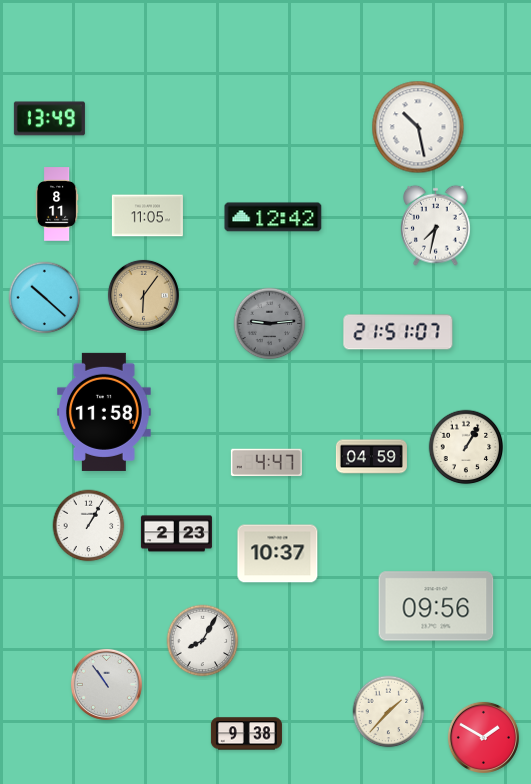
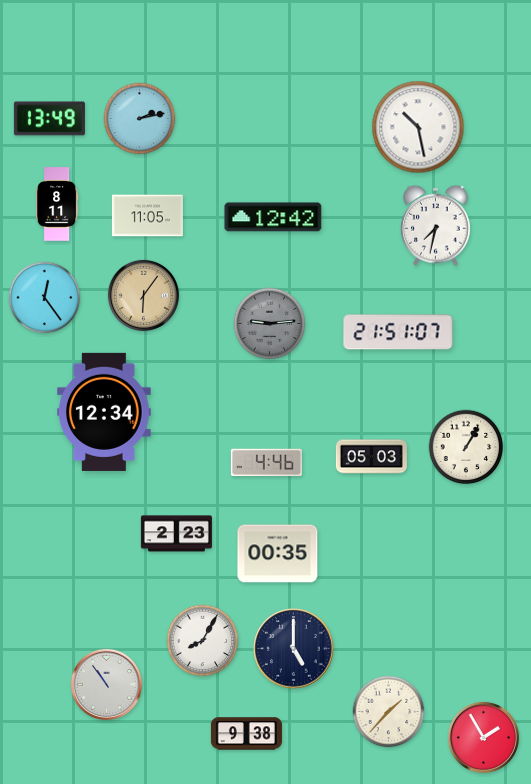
clock at (140, 119): none -> 2:13
clock at (45, 298): 10:22 -> 12:24
clock at (105, 412): 11:58 -> 12:34
clock at (371, 457): 04:59 -> 05:03
clock at (266, 463): 4:47 -> 4:46
clock at (89, 526): 1:05 -> none
clock at (278, 554): 10:37 -> 00:35
clock at (436, 606): 09:56 -> none
clock at (294, 649): none -> 5:00
clock at (483, 737): 1:50 -> 1:55
